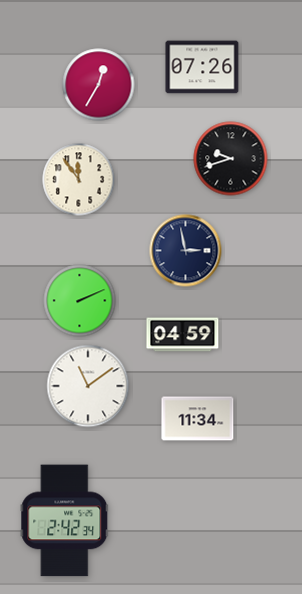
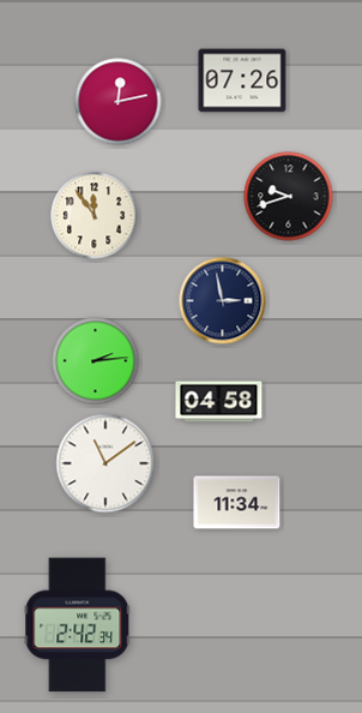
clock at (99, 85): 12:35 -> 12:13
clock at (231, 159) position: (231, 159) -> (289, 197)
clock at (80, 301): 2:11 -> 2:14
clock at (183, 335): 04:59 -> 04:58
